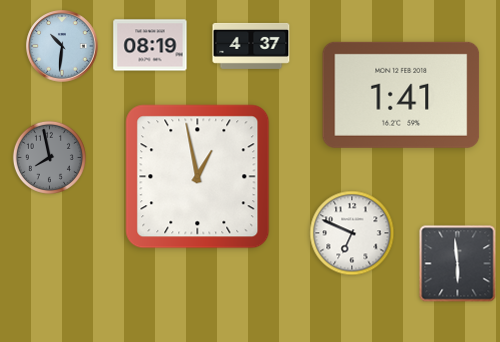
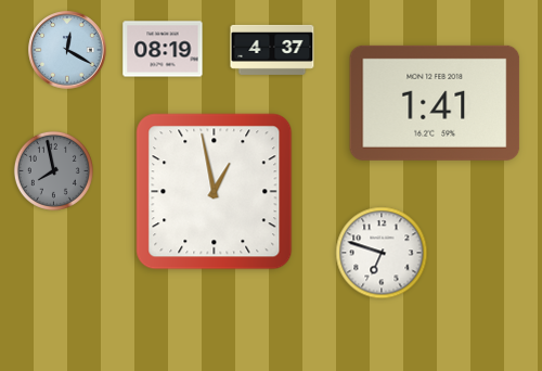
clock at (62, 46): 10:31 -> 12:20
clock at (352, 233): 6:49 -> 6:48
clock at (458, 264): 5:59 -> none
